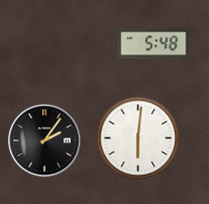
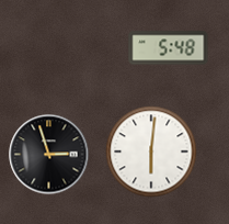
clock at (45, 141): 2:06 -> 2:57
